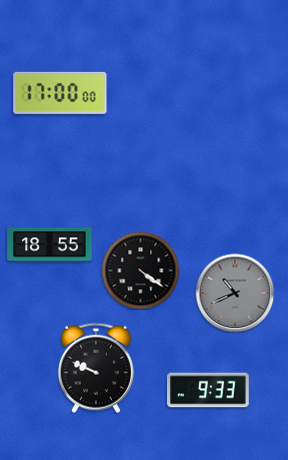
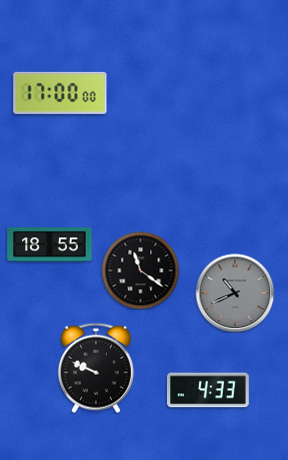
clock at (140, 270): 4:21 -> 11:21
clock at (209, 390): 9:33 -> 4:33
